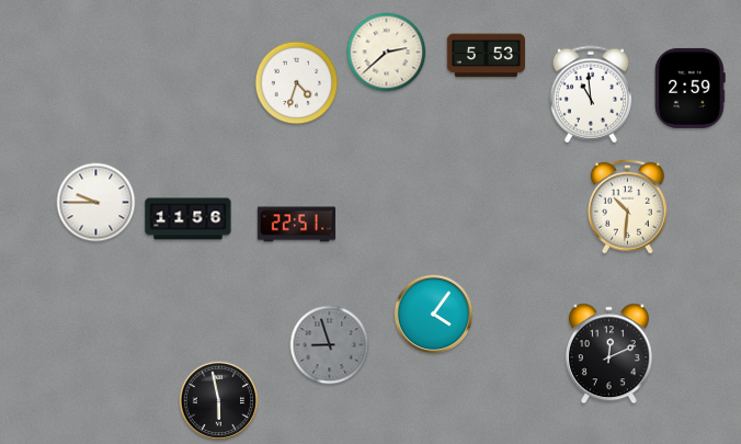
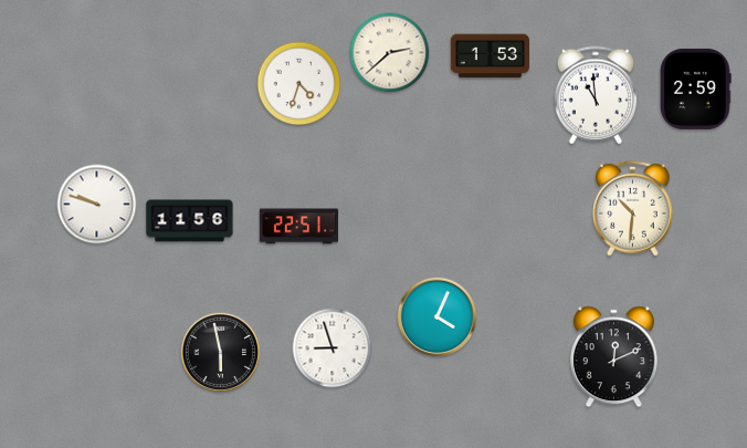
clock at (486, 56): 5:53 -> 1:53
clock at (96, 203): 9:45 -> 9:48
clock at (434, 315): 4:06 -> 4:04
clock at (330, 345) dial: grey -> white
clock at (219, 401) position: (219, 401) -> (221, 353)
